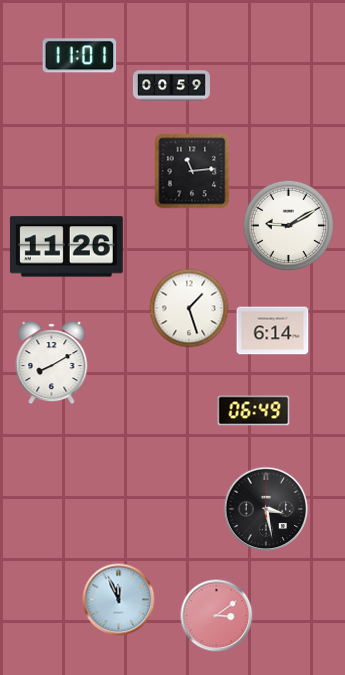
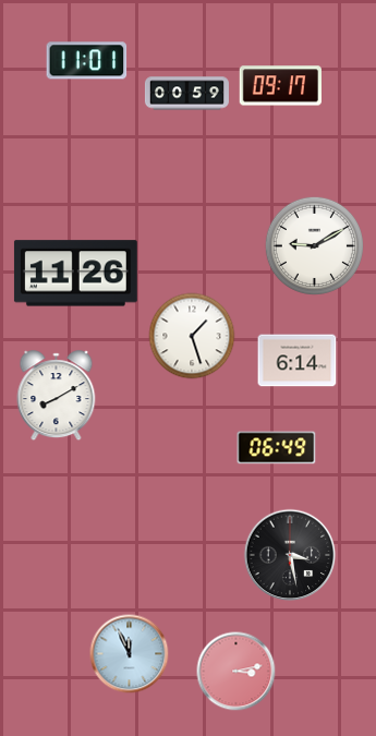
clock at (280, 86): none -> 09:17
clock at (192, 171): 11:14 -> none
clock at (66, 247) position: (66, 247) -> (75, 274)
clock at (189, 308) position: (189, 308) -> (192, 336)
clock at (217, 616): 3:09 -> 3:13
